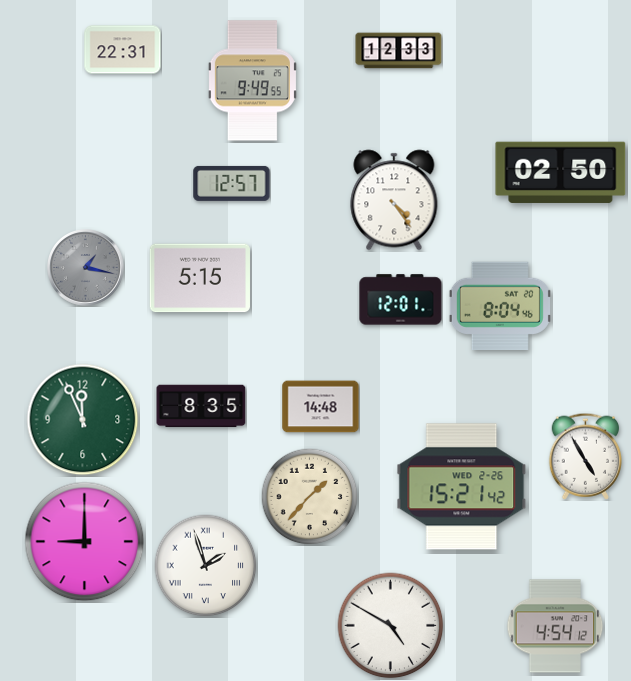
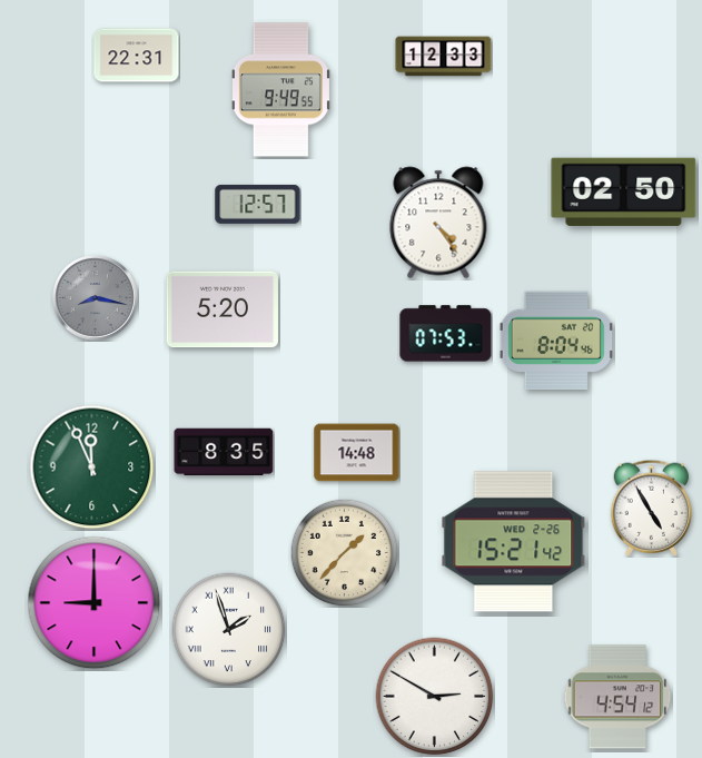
clock at (86, 268): 1:17 -> 8:17
clock at (200, 278): 5:15 -> 5:20
clock at (401, 300): 12:01 -> 07:53
clock at (391, 626): 4:50 -> 2:50
